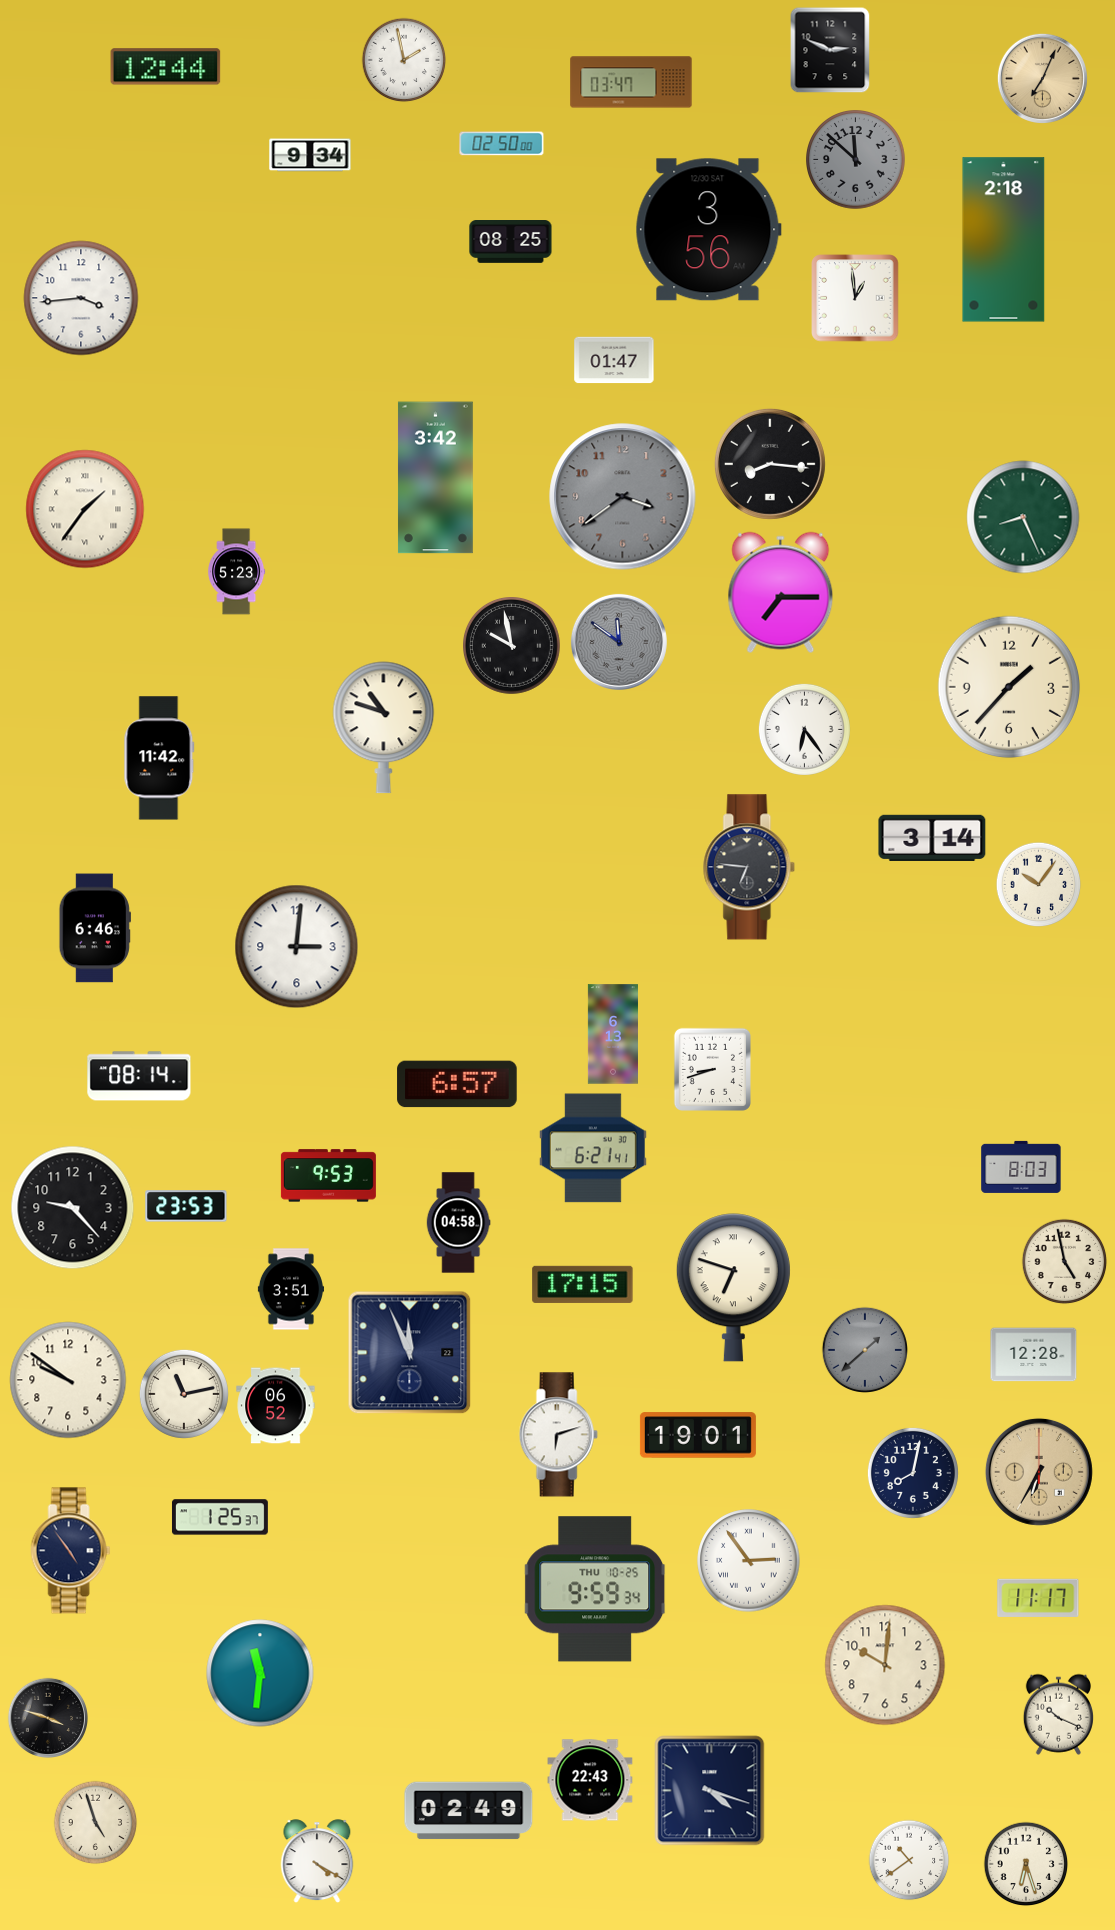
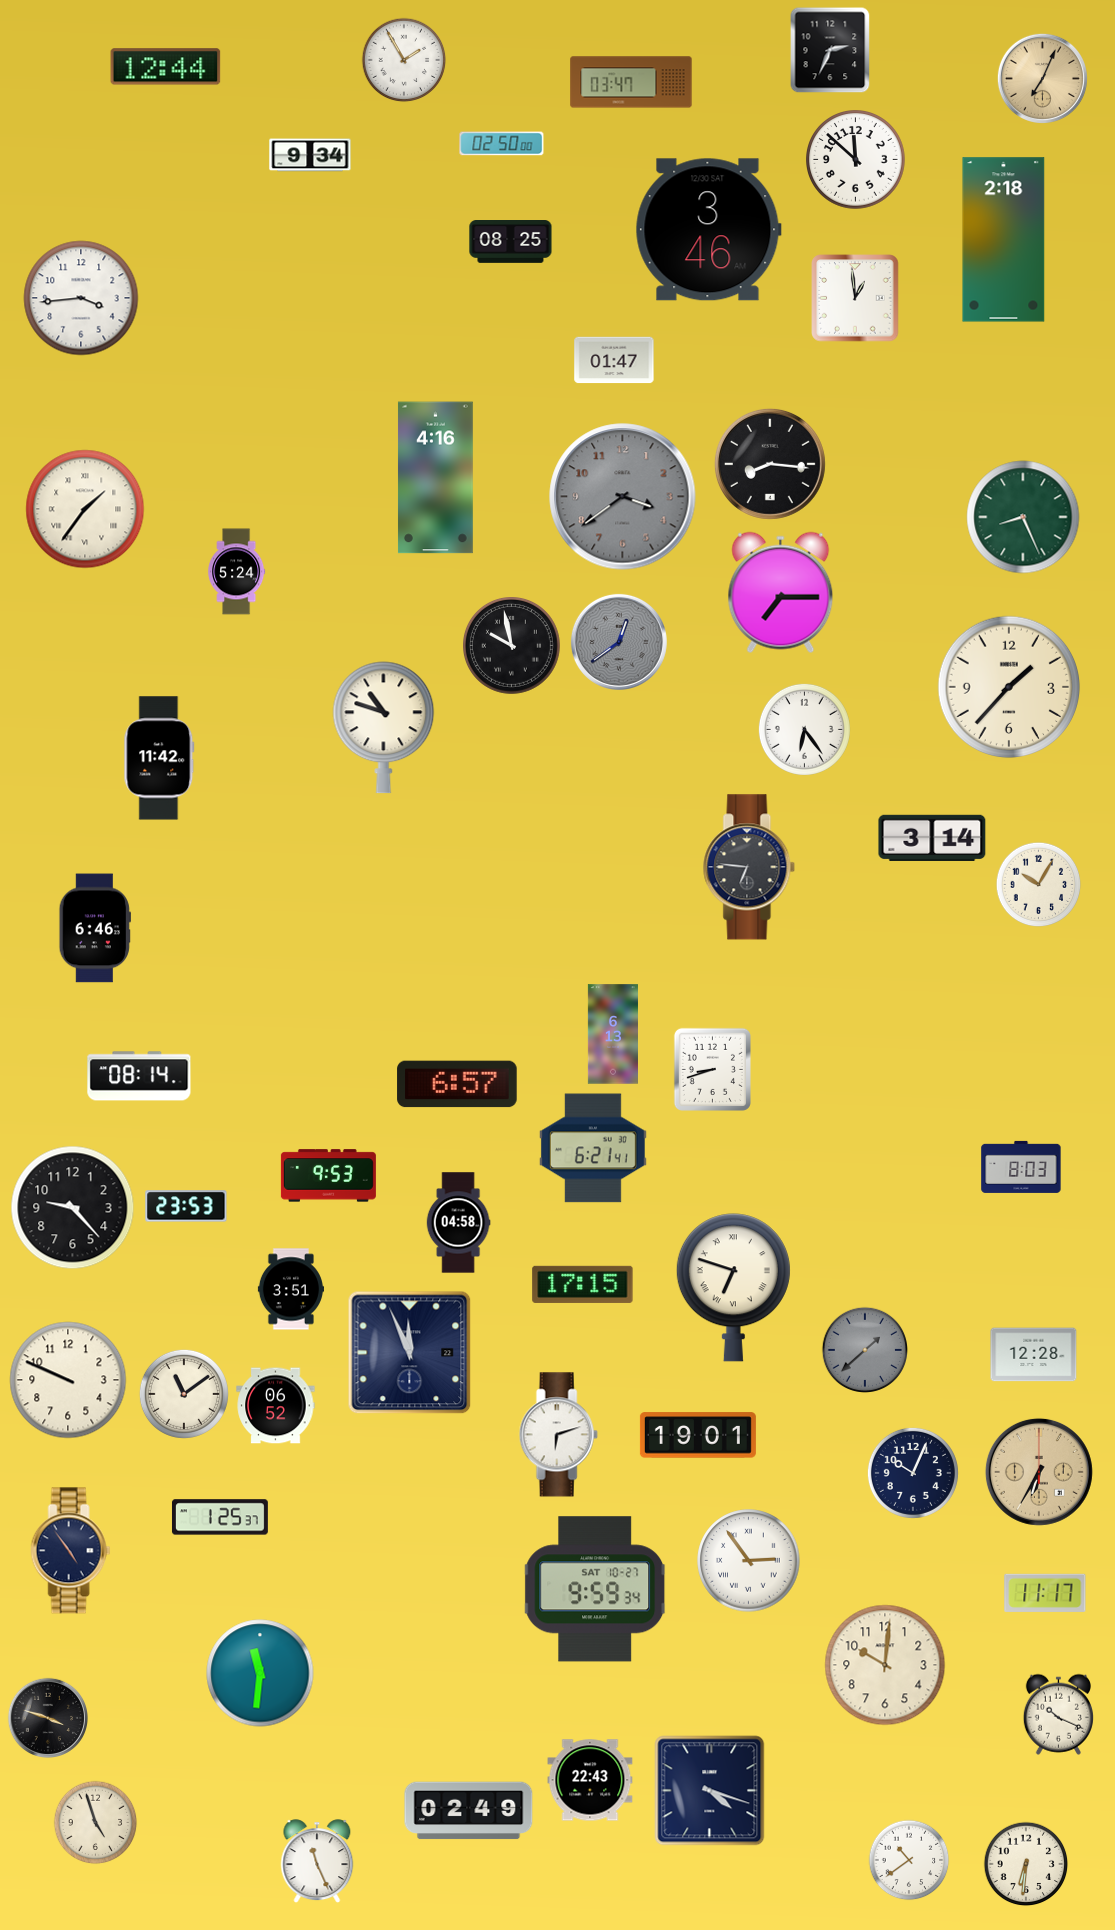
clock at (830, 50): 2:49 -> 2:34
clock at (404, 60): 1:58 -> 1:55
clock at (856, 160) dial: grey -> white
clock at (708, 230): 3:56 -> 3:46
clock at (435, 478): 3:42 -> 4:16
clock at (237, 572): 5:23 -> 5:24
clock at (619, 642): 11:51 -> 12:39
clock at (1039, 885): 10:06 -> 10:05
clock at (297, 947): 3:01 -> none
clock at (1065, 1262): 4:58 -> none
clock at (68, 1380): 9:51 -> 9:49
clock at (184, 1394): 11:13 -> 11:09
clock at (913, 1473): 8:02 -> 10:04
clock at (595, 1589) date: THU 10-25 -> SAT 10-27
clock at (1038, 1598) position: (1038, 1598) -> (1045, 1593)
clock at (317, 1862): 4:20 -> 11:26
clock at (1026, 1864): 6:27 -> 6:31
